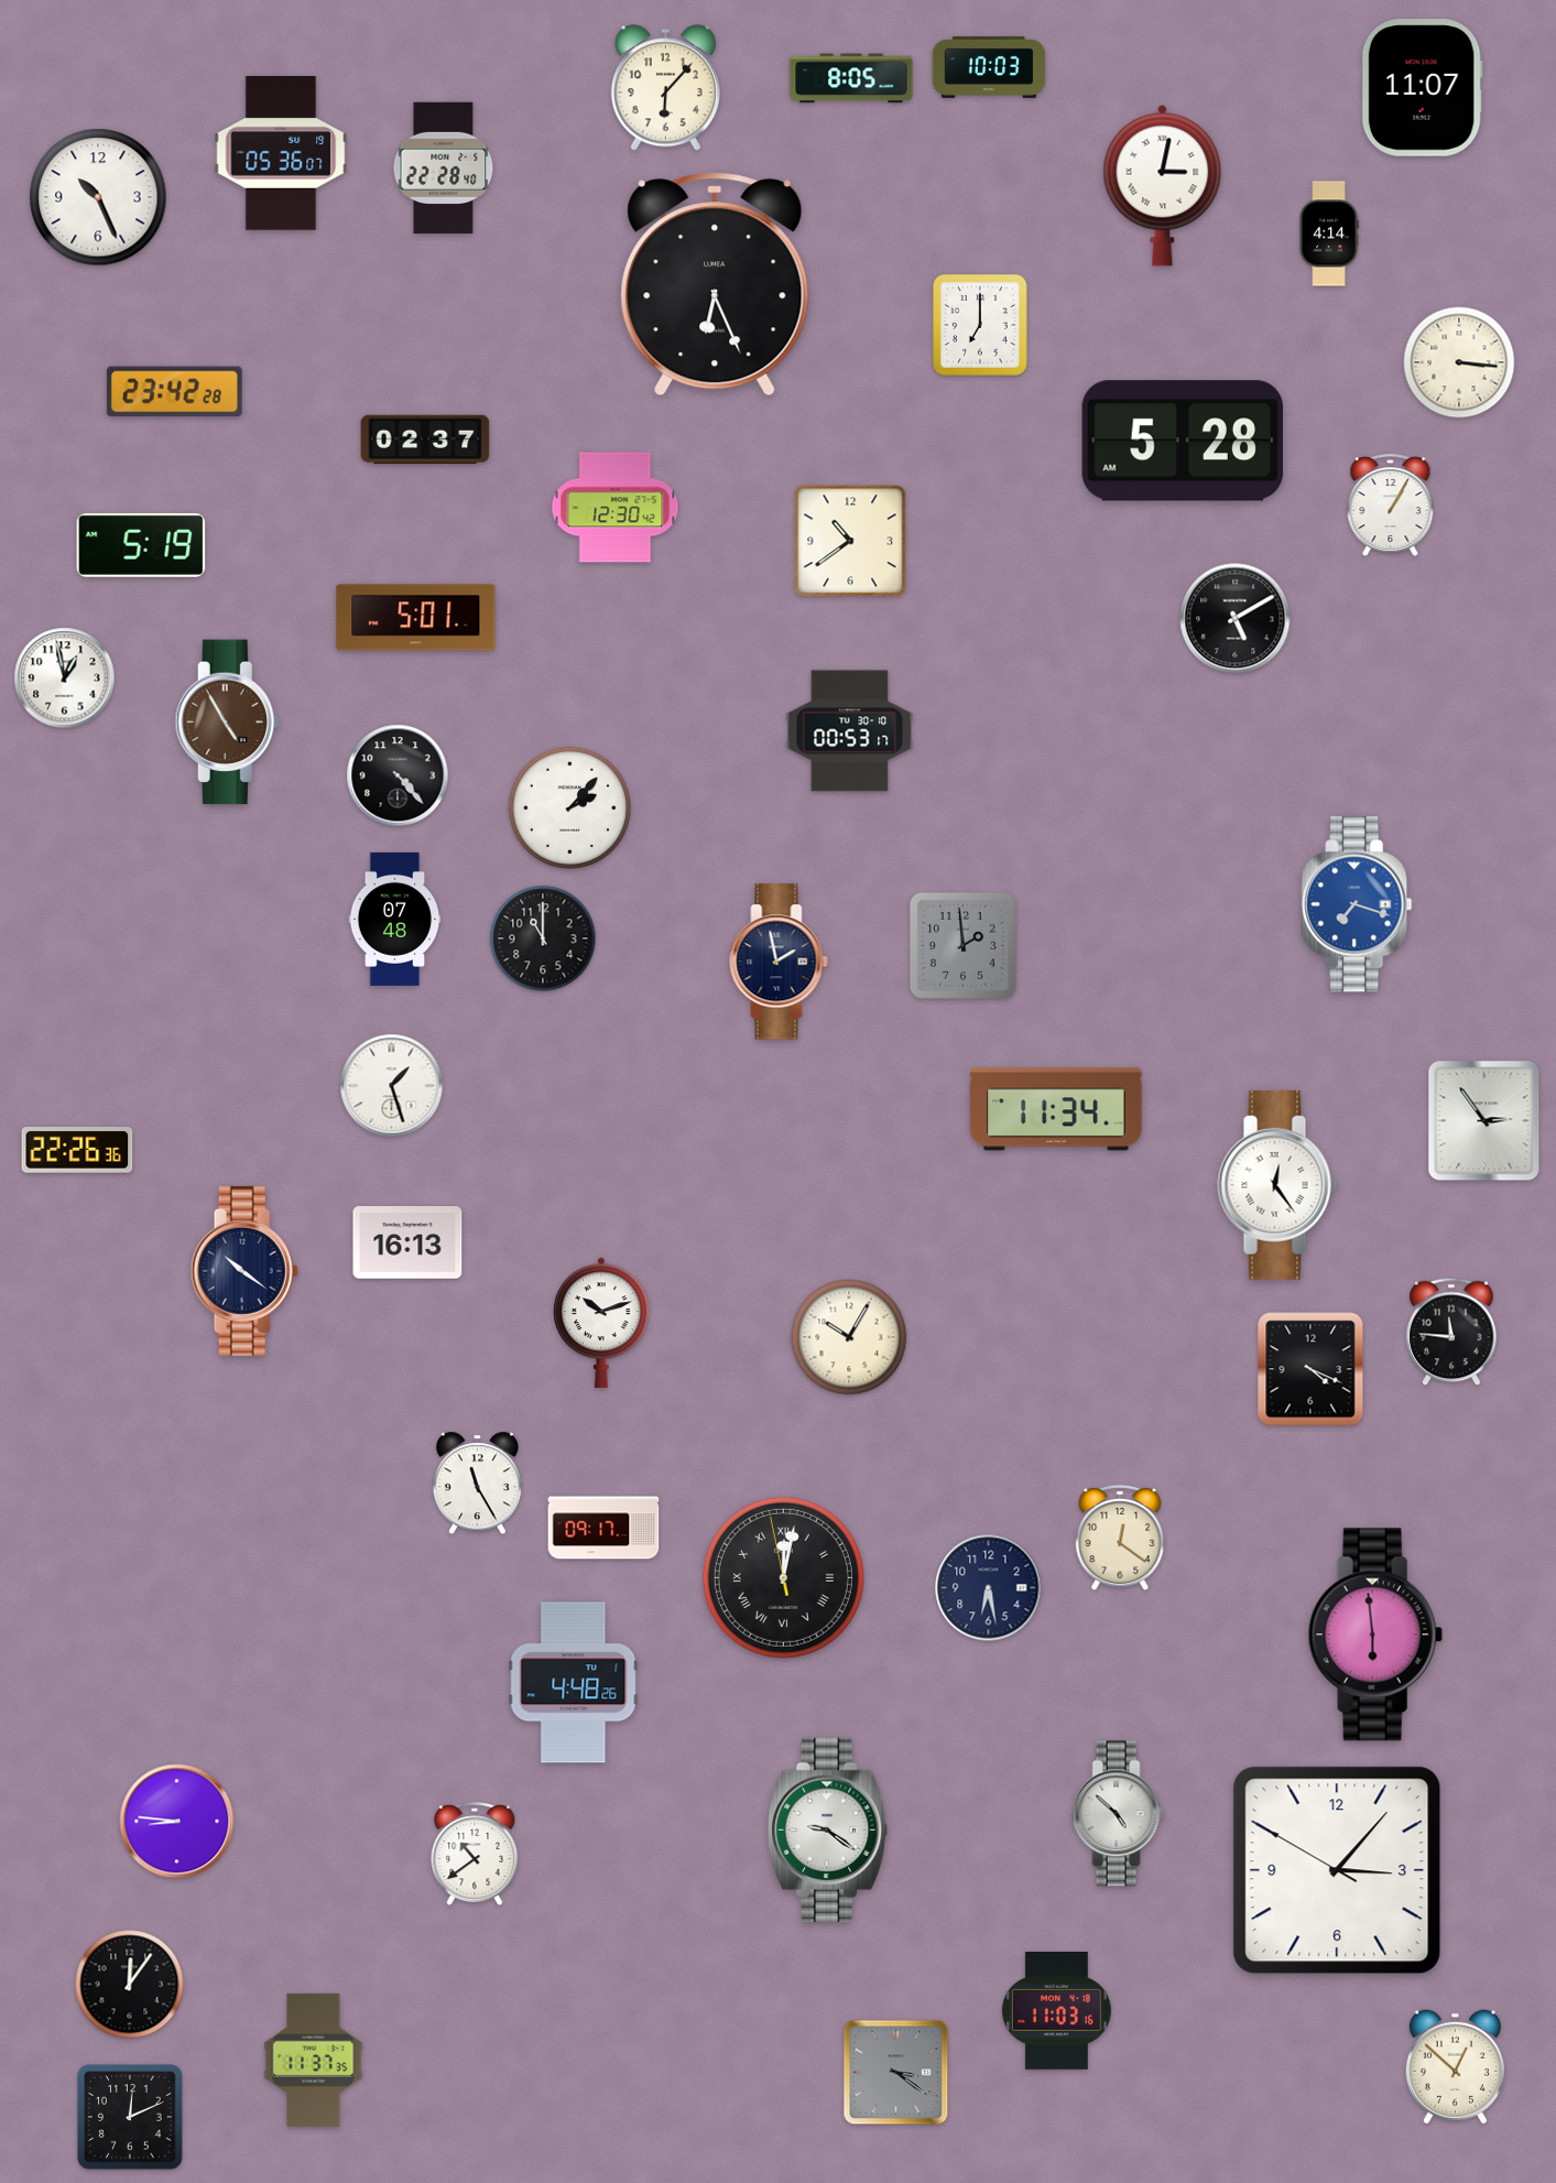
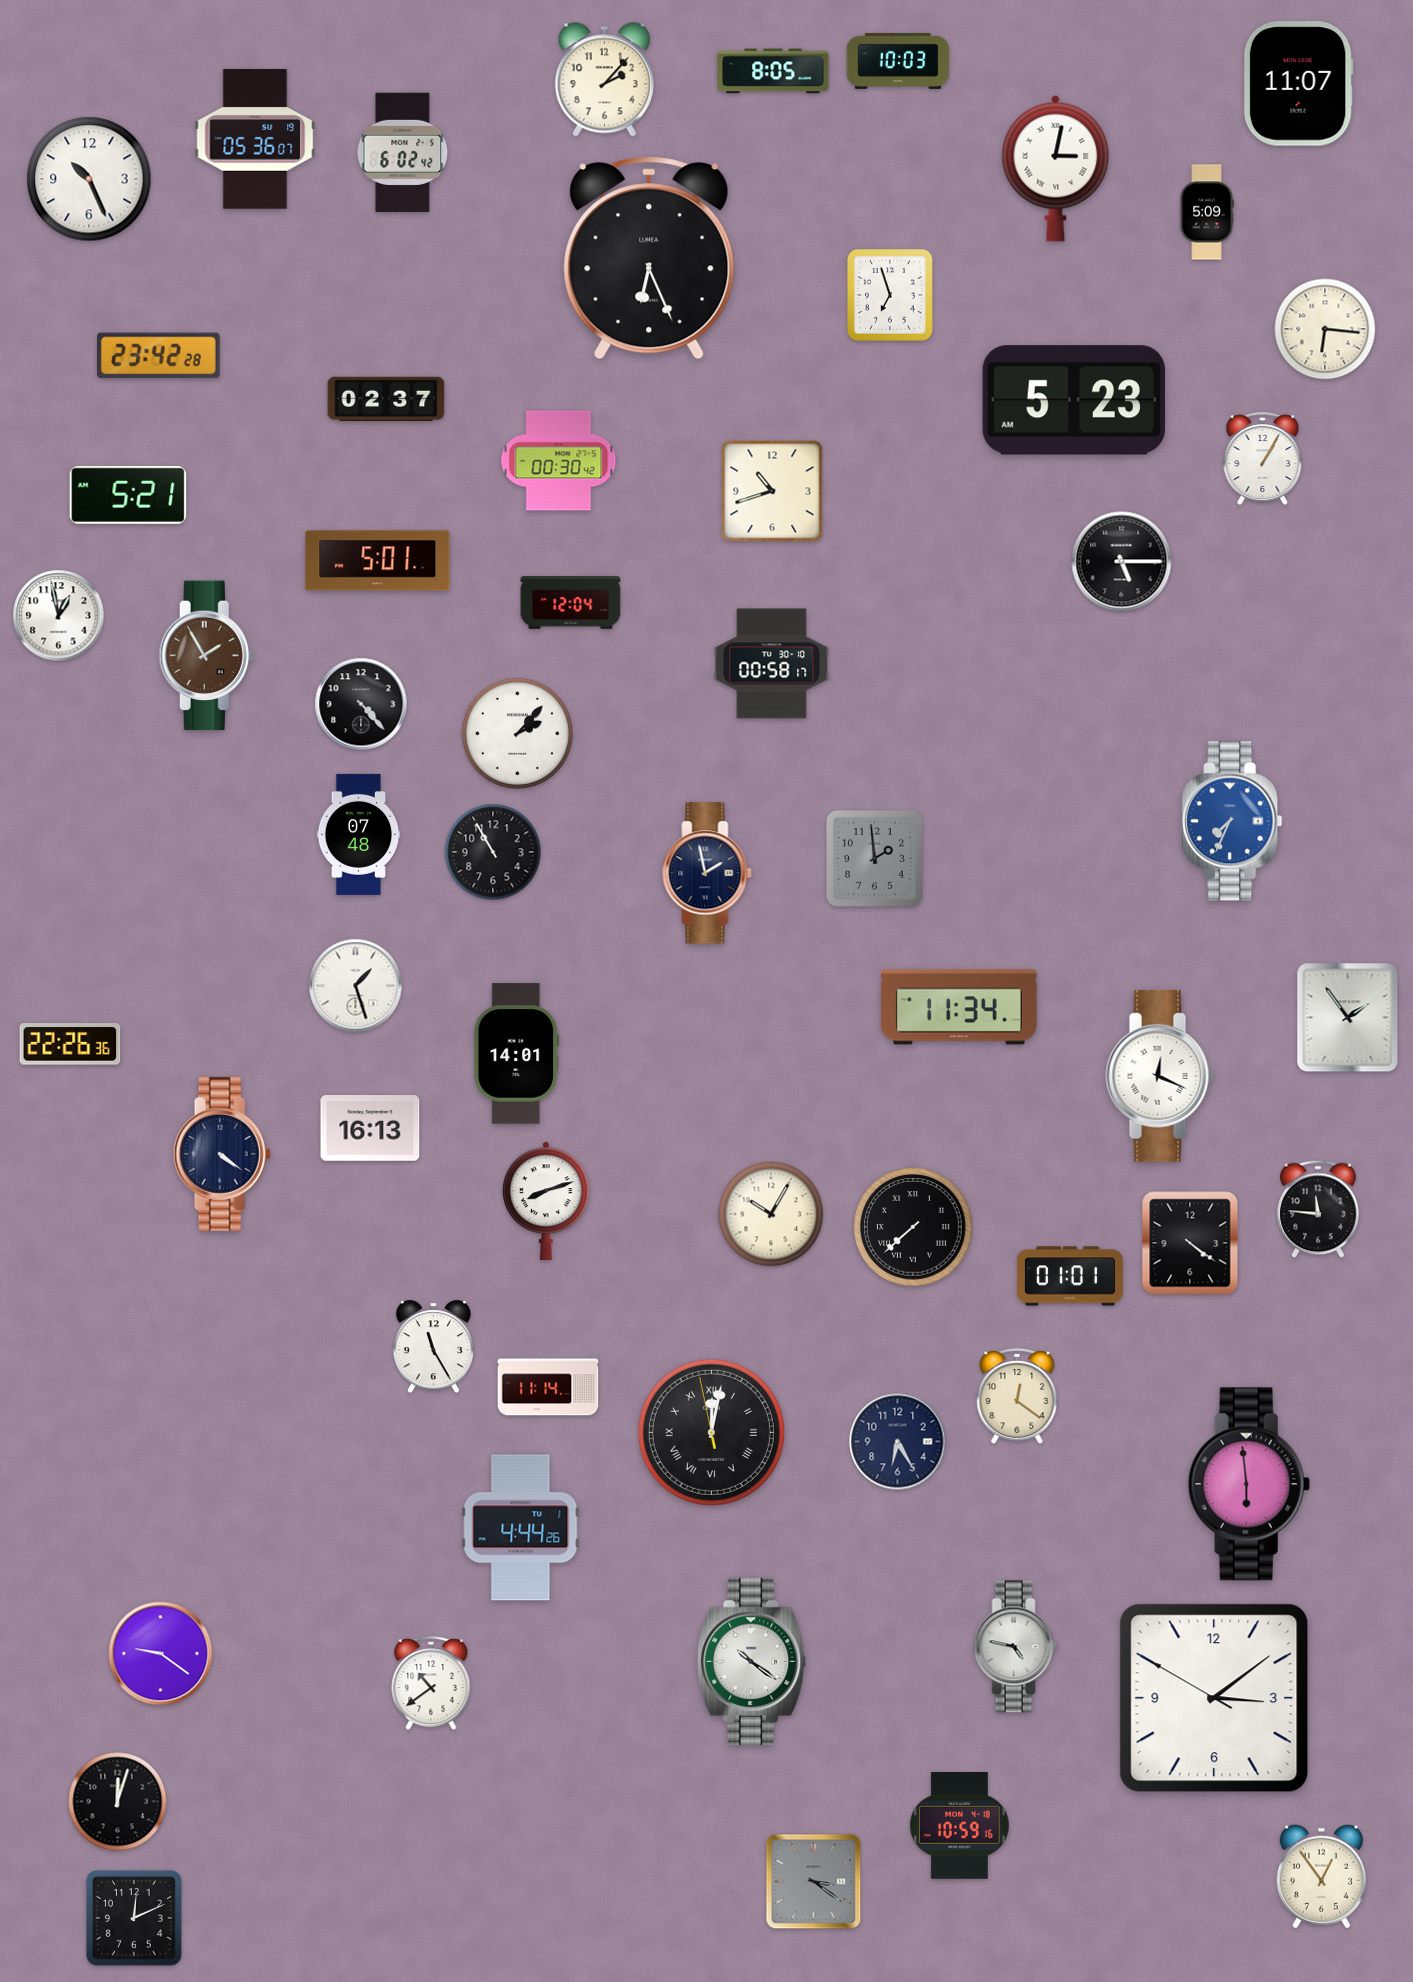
clock at (665, 88): 6:07 -> 2:07
clock at (1422, 88) position: (1422, 88) -> (1298, 84)
clock at (444, 167): 22:28 -> 6:02
clock at (1329, 233): 4:14 -> 5:09
clock at (981, 326): 7:00 -> 6:57
clock at (1459, 362): 3:16 -> 6:16
clock at (1183, 441): 5:28 -> 5:23
clock at (616, 508): 12:30 -> 00:30
clock at (850, 541): 10:39 -> 10:42
clock at (141, 545): 5:19 -> 5:21
clock at (1236, 619): 5:10 -> 5:15
clock at (571, 603): none -> 12:04
clock at (227, 723): 4:55 -> 1:55
clock at (850, 731): 00:53 -> 00:58
clock at (1357, 904): 7:18 -> 7:34
clock at (543, 938): 11:00 -> 10:55
clock at (1484, 1121): 2:54 -> 1:54
clock at (516, 1054): none -> 14:01
clock at (1277, 1185): 12:24 -> 12:19
clock at (244, 1271): 10:21 -> 4:21
clock at (601, 1323): 10:12 -> 8:12
clock at (913, 1227): none -> 7:38
clock at (1310, 1369): 4:19 -> 4:21
clock at (1070, 1276): none -> 01:01
clock at (603, 1528): 09:17 -> 11:14
clock at (989, 1588): 6:28 -> 6:25
clock at (574, 1683): 4:48 -> 4:44
clock at (1119, 1814): 4:52 -> 4:47
clock at (177, 1822): 8:46 -> 9:21
clock at (828, 1829): 9:21 -> 10:21
clock at (1337, 1870): 3:06 -> 3:08
clock at (130, 1985): 12:06 -> 12:03
clock at (1056, 2011): 11:03 -> 10:59
clock at (314, 2060): 11:37 -> none
clock at (1455, 2067): 12:52 -> 12:54
clock at (130, 2117) position: (130, 2117) -> (134, 1918)
